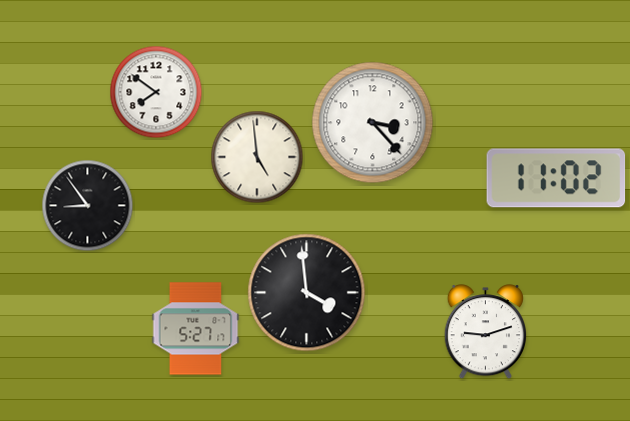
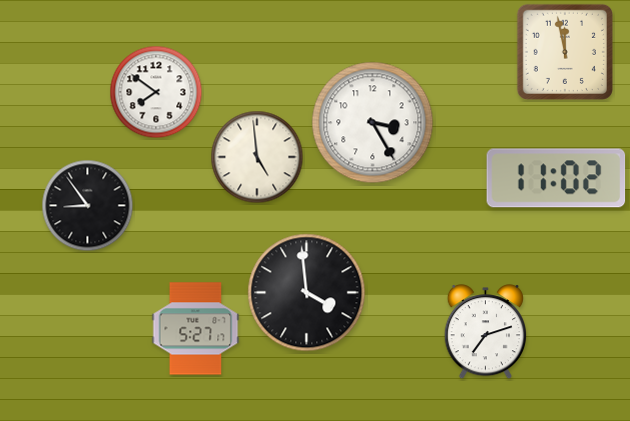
clock at (565, 52): none -> 11:58
clock at (373, 123): 3:23 -> 3:25
clock at (485, 332): 9:12 -> 7:12
